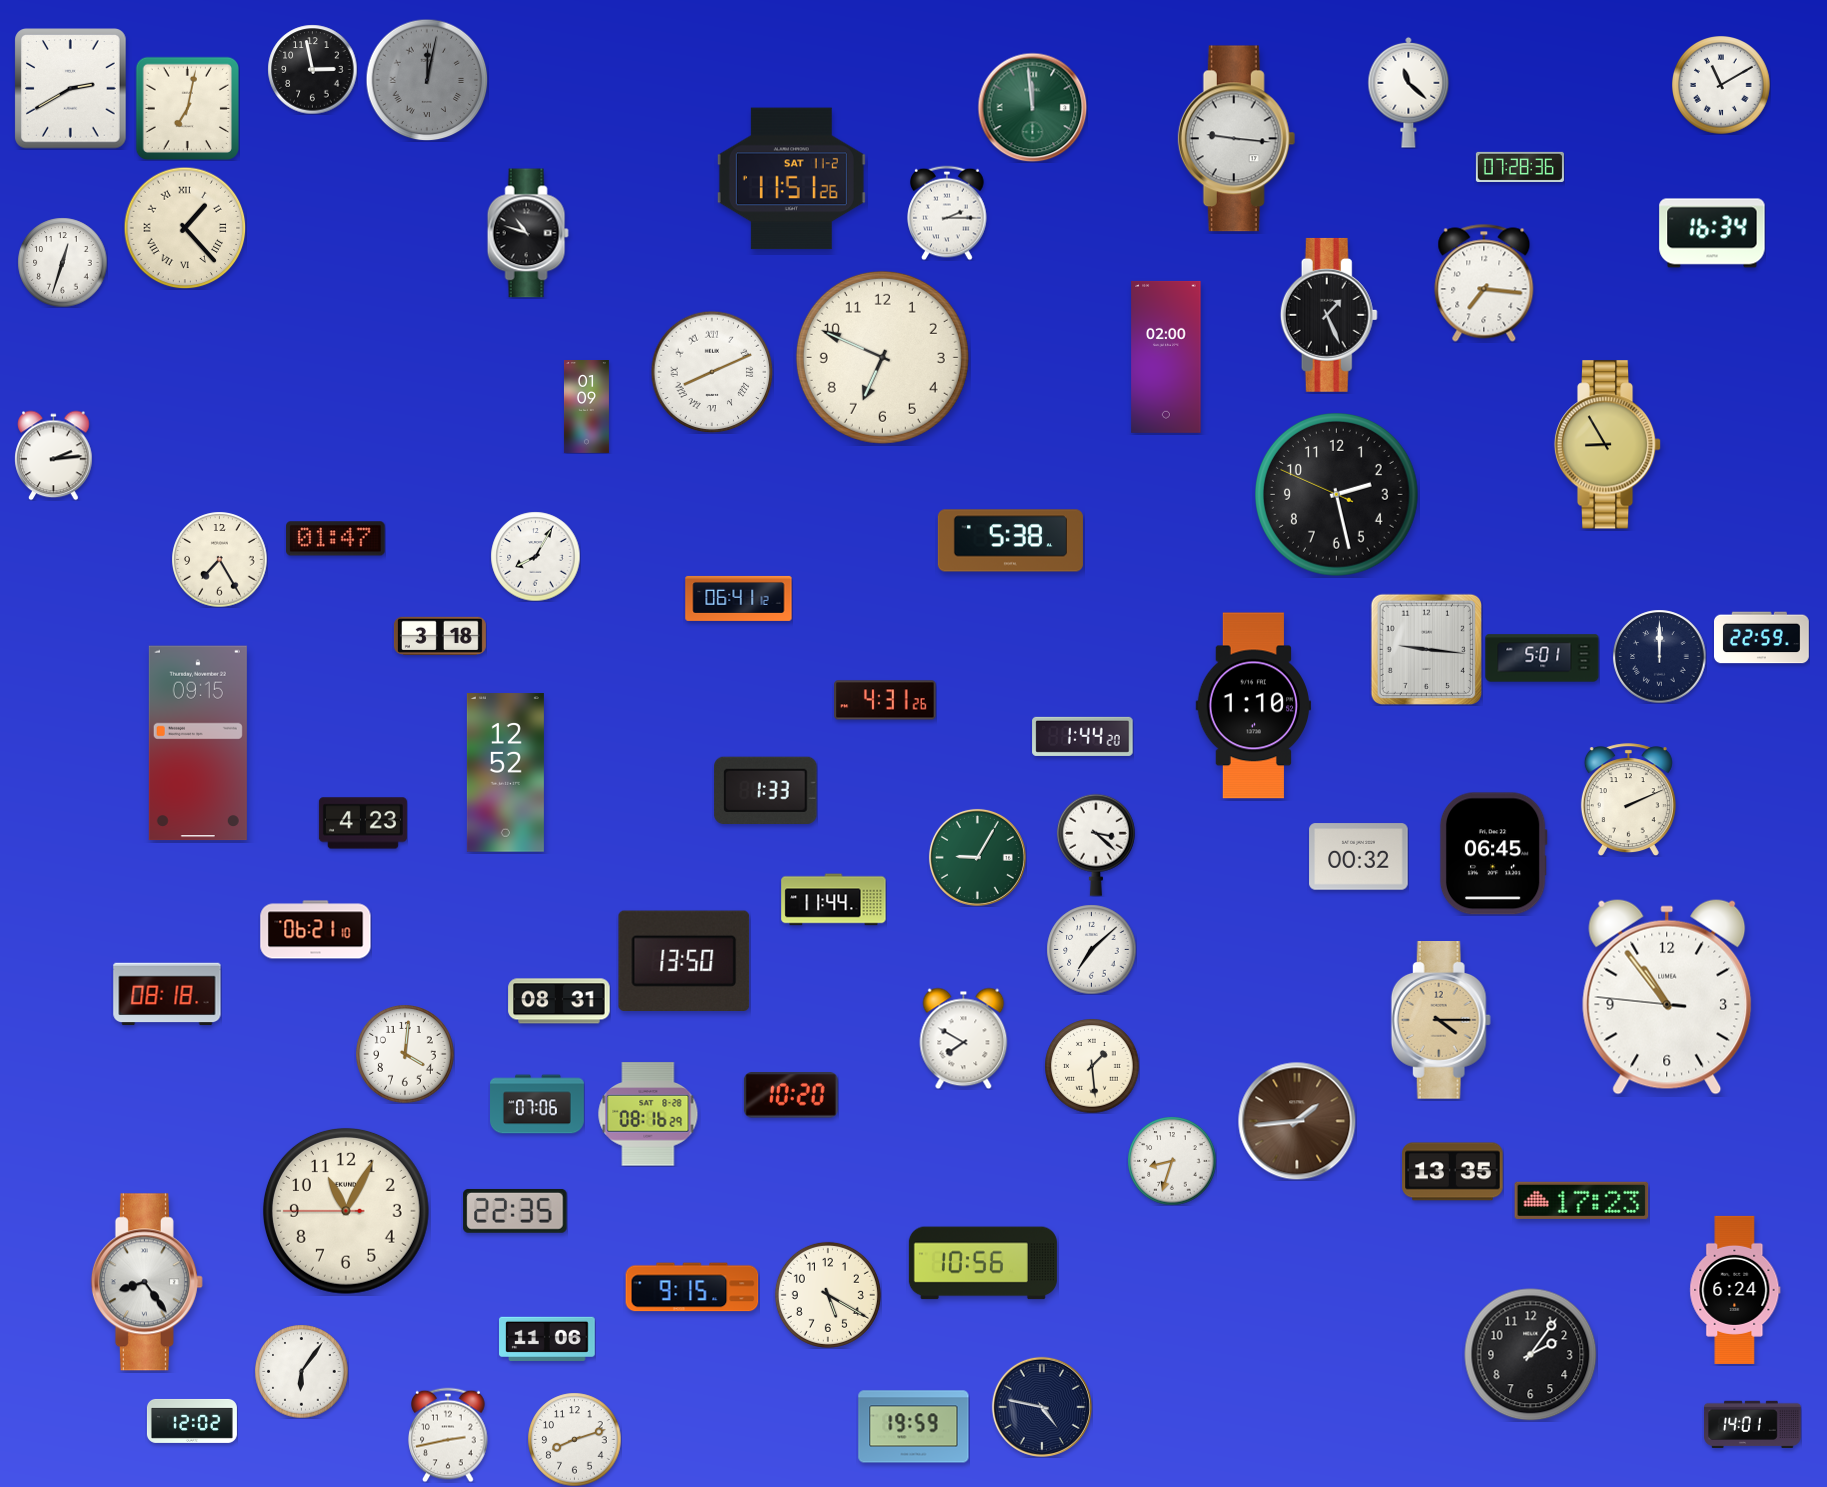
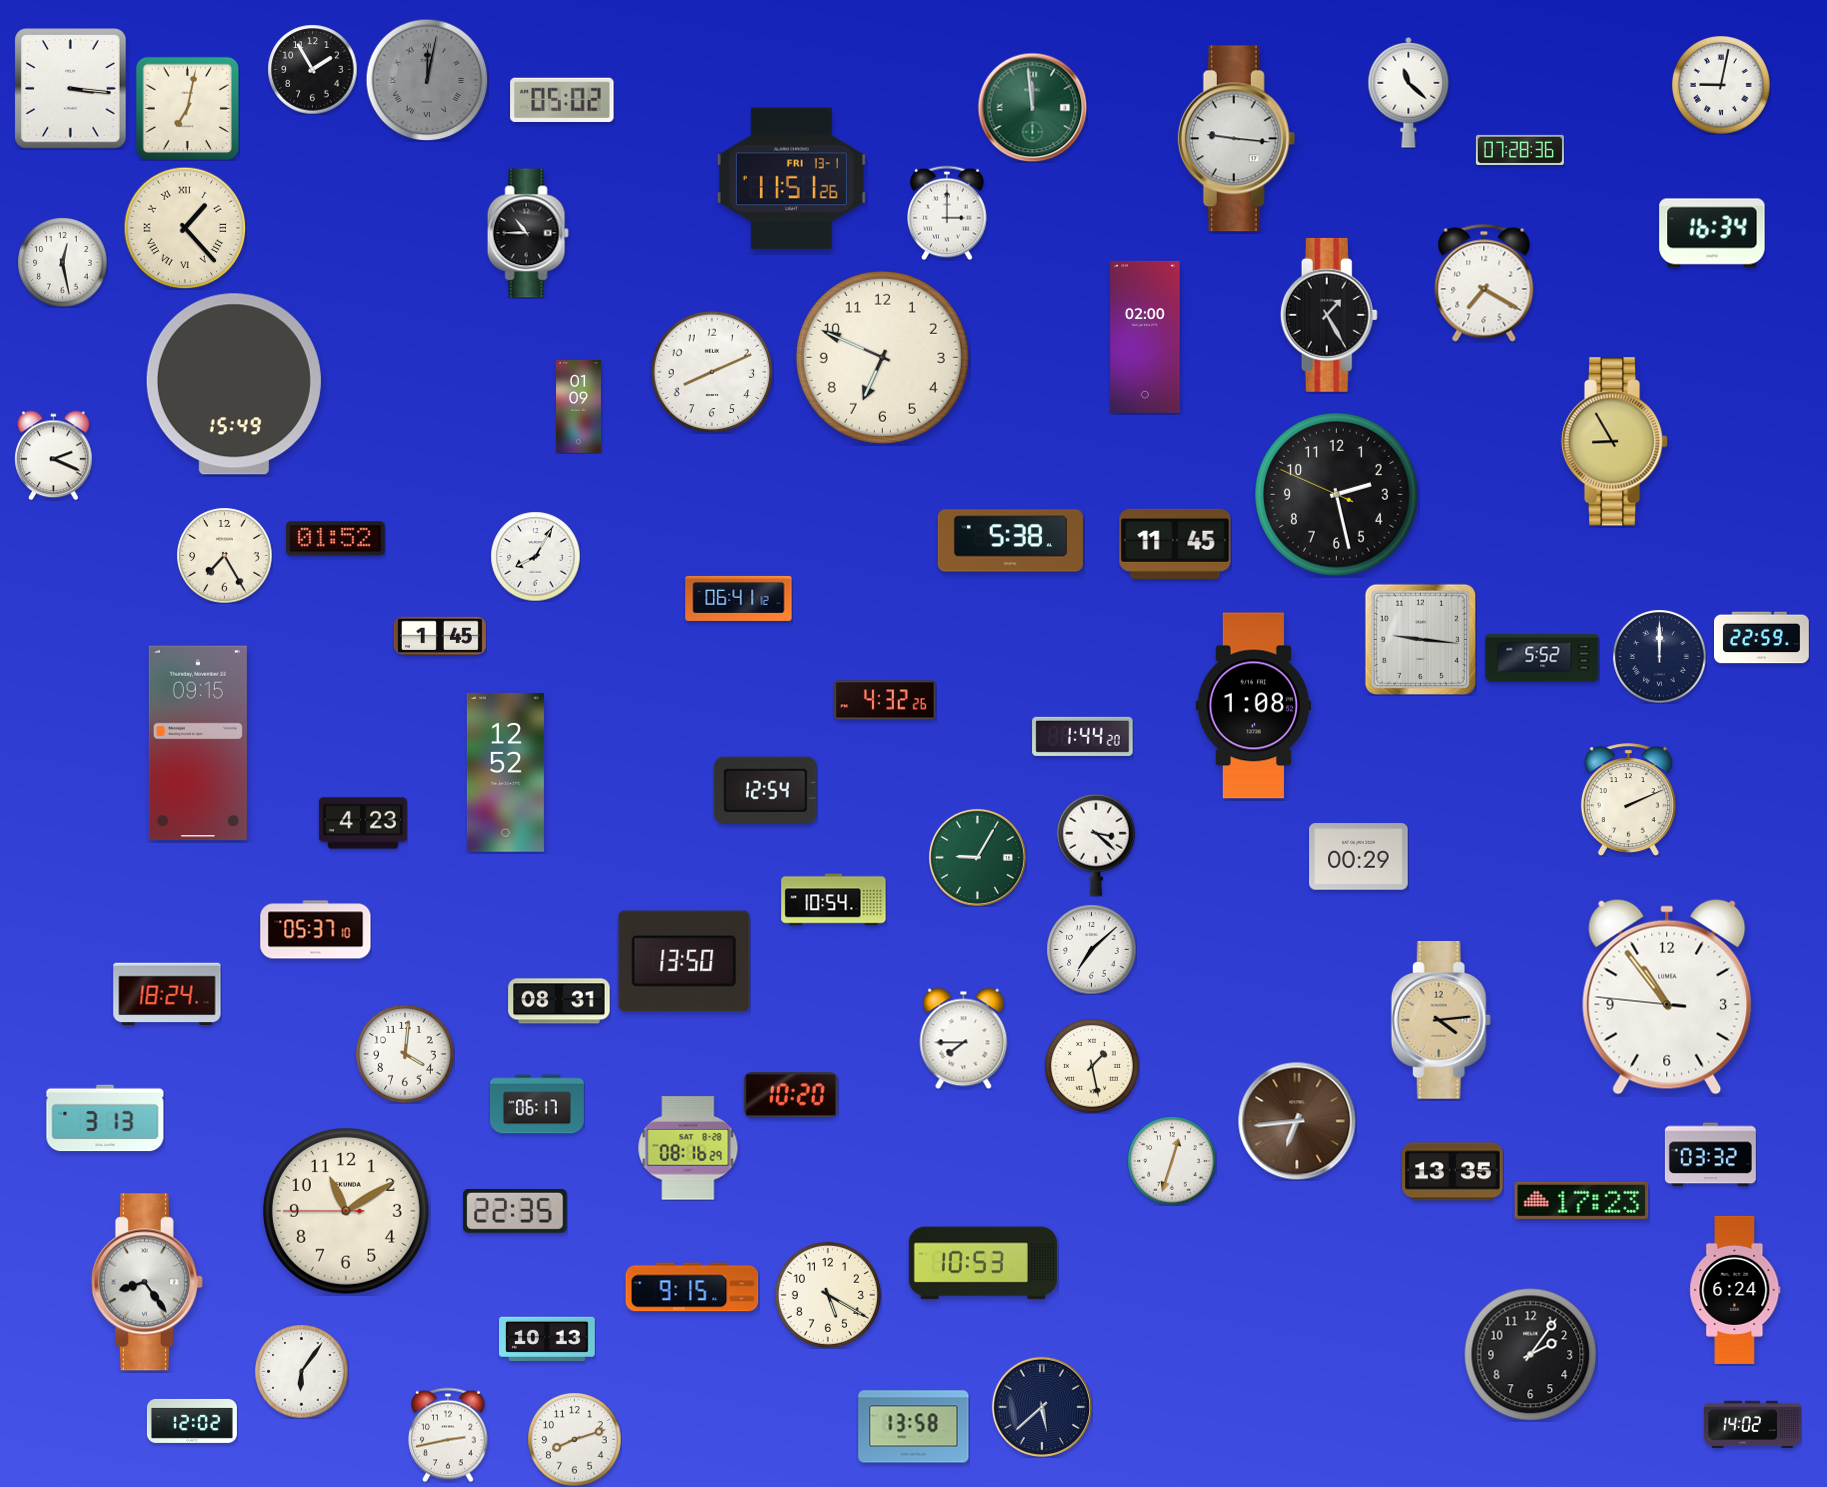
clock at (312, 69): 2:58 -> 1:55
clock at (1722, 86): 11:10 -> 9:02
clock at (71, 89): 2:40 -> 3:16
clock at (562, 100): none -> 05:02
clock at (1520, 167) position: (1520, 167) -> (1520, 150)
clock at (791, 179) date: SAT 11-2 -> FRI 13-1
clock at (947, 213): 2:15 -> 3:00
clock at (528, 233): 10:48 -> 10:45
clock at (62, 262): 12:33 -> 12:28
clock at (1484, 283): 7:16 -> 7:20
clock at (1329, 315): 1:26 -> 1:25
clock at (1166, 357) position: (1166, 357) -> (1145, 337)
clock at (712, 372) numerals: Roman -> Arabic
clock at (234, 384): none -> 15:49
clock at (586, 407) position: (586, 407) -> (578, 407)
clock at (1608, 445) position: (1608, 445) -> (1615, 442)
clock at (54, 455): 2:14 -> 2:19
clock at (336, 539): 01:47 -> 01:52
clock at (1175, 544): none -> 11:45
clock at (219, 559) position: (219, 559) -> (224, 555)
clock at (440, 636): 3:18 -> 1:45
clock at (1426, 649) position: (1426, 649) -> (1420, 639)
clock at (1542, 658): 5:01 -> 5:52
clock at (885, 700): 4:31 -> 4:32
clock at (1254, 706): 1:10 -> 1:08
clock at (766, 790): 1:33 -> 12:54
clock at (1493, 854): 06:45 -> none
clock at (1359, 857): 00:32 -> 00:29
clock at (834, 900): 11:44 -> 10:54
clock at (316, 930): 06:21 -> 05:37
clock at (167, 994): 08:18 -> 18:24
clock at (1441, 1021): 4:15 -> 4:14
clock at (964, 1038): 7:50 -> 7:45
clock at (1092, 1066): 1:29 -> 1:28
clock at (538, 1104): 07:06 -> 06:17
clock at (648, 1114) position: (648, 1114) -> (688, 1148)
clock at (105, 1118): none -> 3:13
clock at (1297, 1121): 1:44 -> 6:44
clock at (1710, 1155): none -> 03:32
clock at (1172, 1161): 8:33 -> 12:33
clock at (346, 1211): 11:04 -> 11:09
clock at (983, 1263): 10:56 -> 10:53
clock at (548, 1338): 11:06 -> 10:13
clock at (1042, 1407): 4:47 -> 5:38
clock at (1753, 1424): 14:01 -> 14:02
clock at (914, 1427): 19:59 -> 13:58
